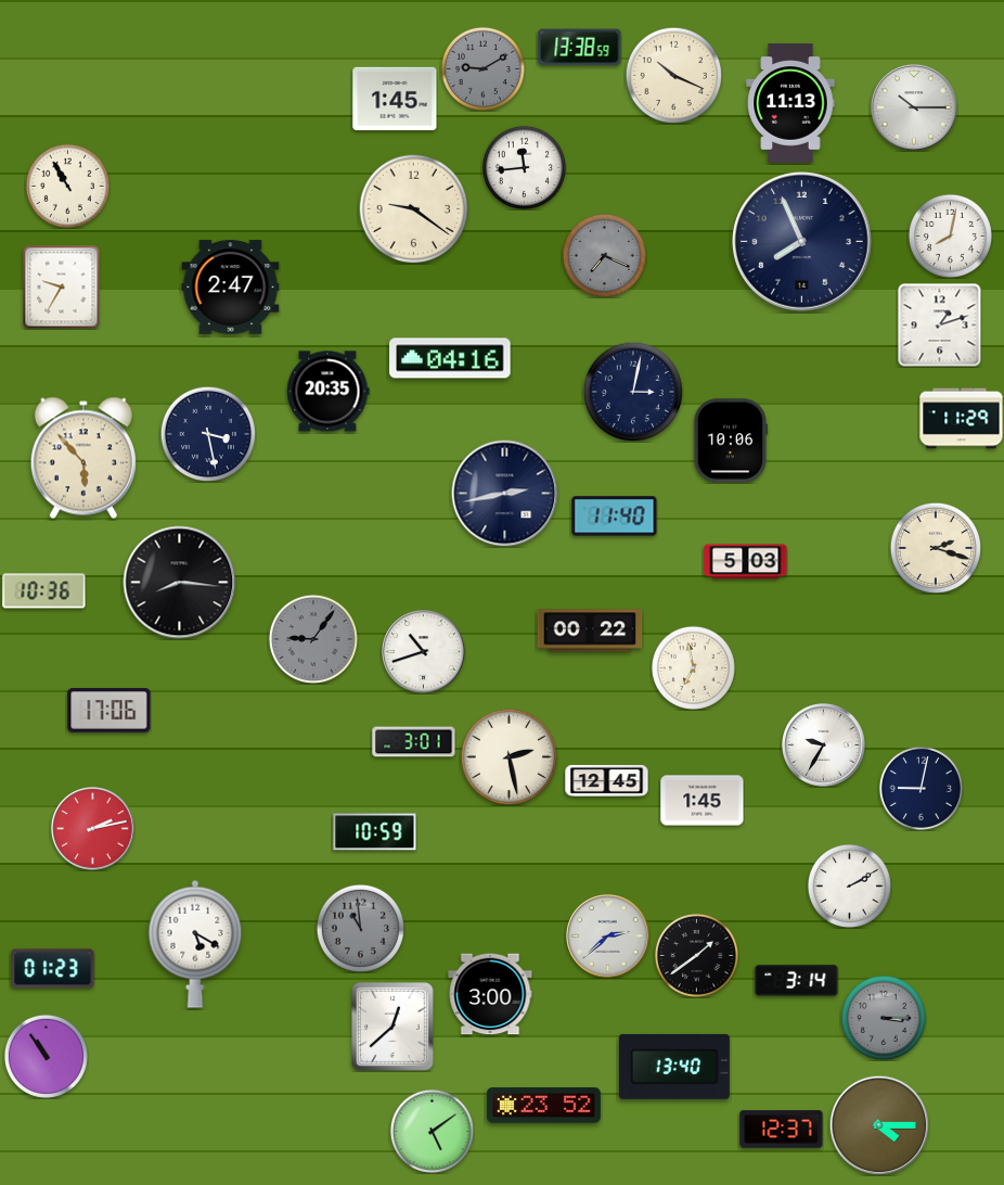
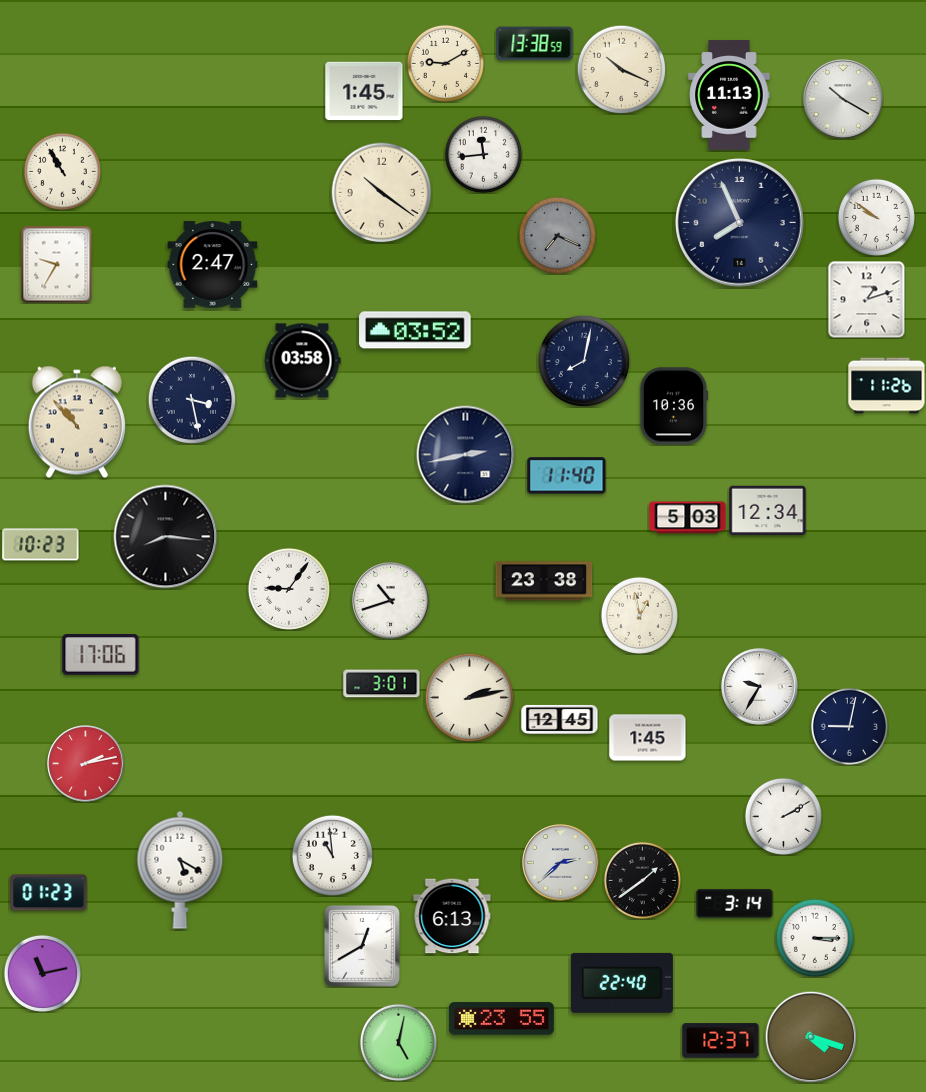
clock at (482, 68) dial: grey -> cream
clock at (914, 107): 10:15 -> 10:20
clock at (414, 209): 9:21 -> 10:21
clock at (950, 235): 8:02 -> 9:51
clock at (450, 358): 04:16 -> 03:52
clock at (329, 392): 20:35 -> 03:58
clock at (633, 392): 3:02 -> 8:02
clock at (962, 419): 11:29 -> 11:26
clock at (731, 441): 10:06 -> 10:36
clock at (83, 458): 5:53 -> 10:53
clock at (935, 547): 2:18 -> none
clock at (768, 511): none -> 12:34
clock at (44, 591): 10:36 -> 10:23
clock at (590, 630): 00:22 -> 23:38
clock at (313, 639) dial: grey -> white
clock at (693, 667): 6:58 -> 12:58
clock at (509, 756): 2:28 -> 2:13
clock at (375, 832): 10:59 -> none
clock at (360, 928) dial: grey -> white
clock at (490, 994): 3:00 -> 6:13
clock at (884, 1018) dial: grey -> white
clock at (394, 1028): 12:38 -> 12:40
clock at (46, 1056): 10:54 -> 11:13
clock at (674, 1067): 13:40 -> 22:40
clock at (543, 1106): 23:52 -> 23:55
clock at (879, 1125): 4:15 -> 4:18
clock at (432, 1131): 5:09 -> 5:02
